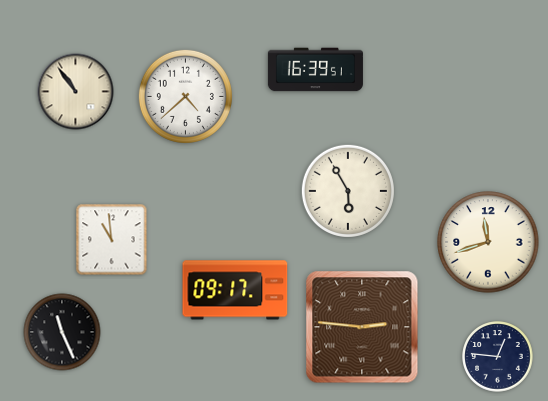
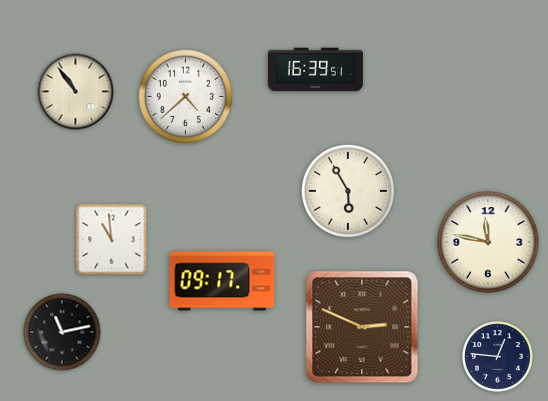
clock at (488, 242): 11:42 -> 11:47
clock at (235, 290) position: (235, 290) -> (222, 281)
clock at (362, 327): 2:46 -> 2:49
clock at (62, 332): 11:26 -> 11:13
